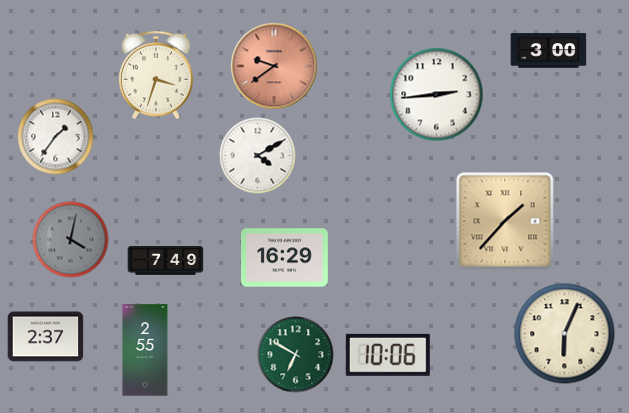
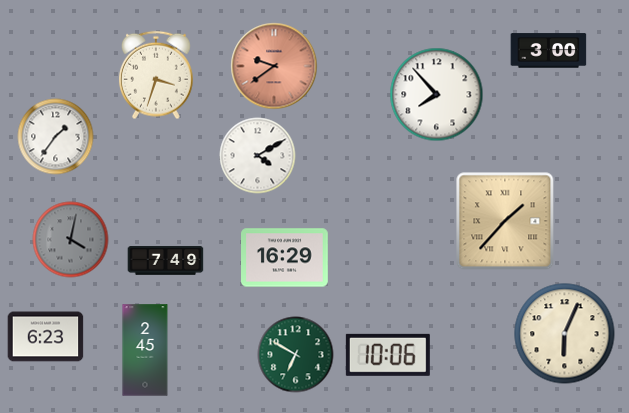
clock at (437, 95): 2:44 -> 7:53
clock at (46, 337): 2:37 -> 6:23
clock at (145, 350): 2:55 -> 2:45
